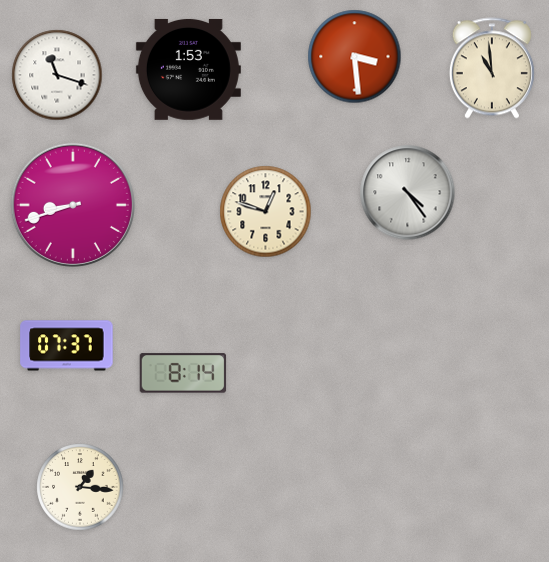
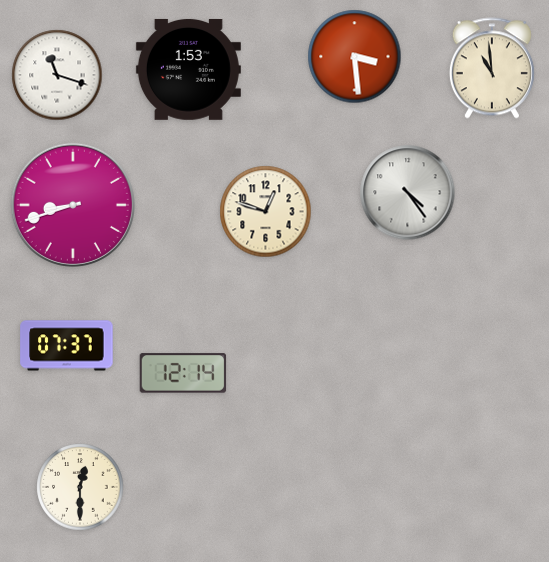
clock at (183, 373): 8:14 -> 12:14
clock at (80, 487): 1:16 -> 12:30
